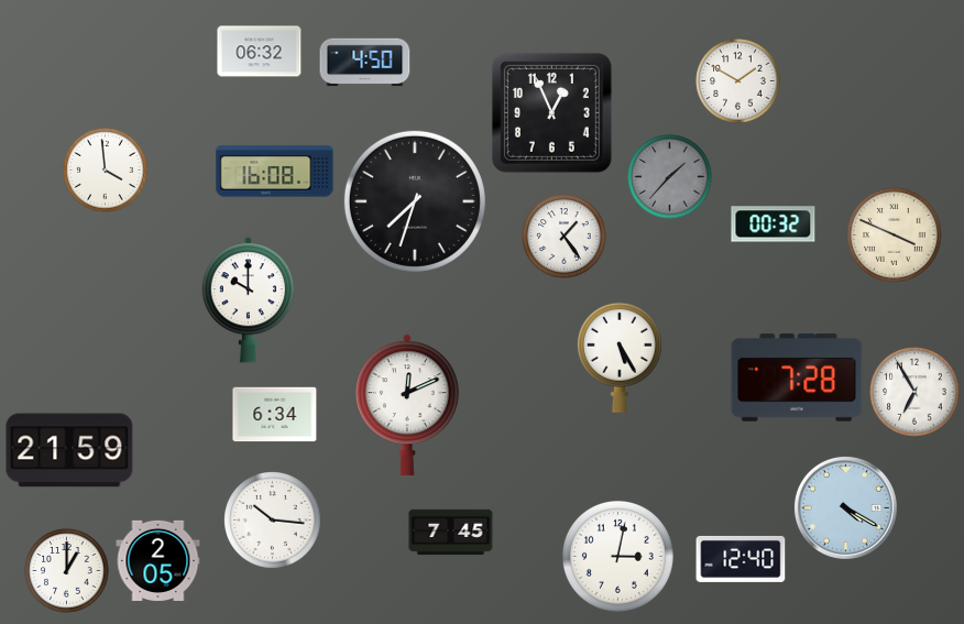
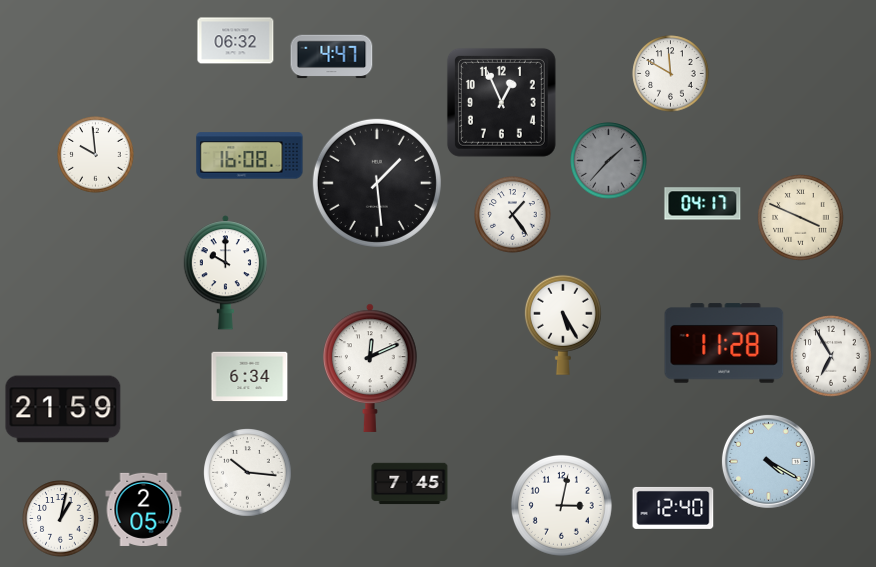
clock at (260, 52) position: (260, 52) -> (236, 41)
clock at (365, 63): 4:50 -> 4:47
clock at (738, 81): 1:50 -> 11:50
clock at (106, 171): 3:59 -> 9:59
clock at (415, 201): 7:33 -> 1:29
clock at (774, 225): 00:32 -> 04:17
clock at (895, 236) position: (895, 236) -> (801, 218)
clock at (797, 377): 7:28 -> 11:28
clock at (67, 571): 1:00 -> 1:02
